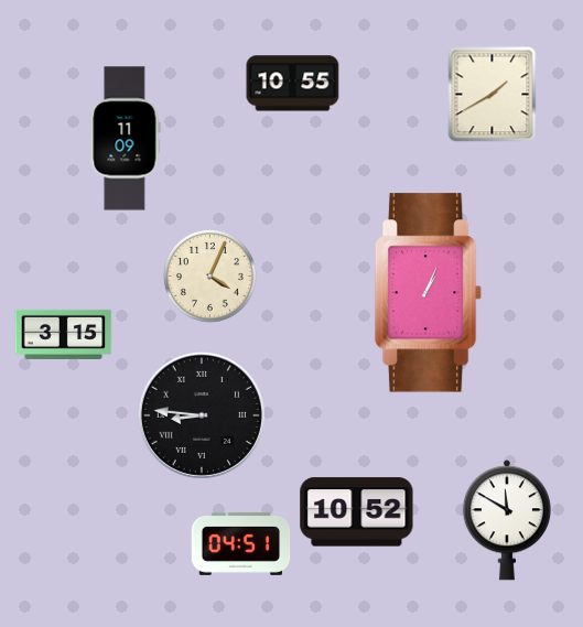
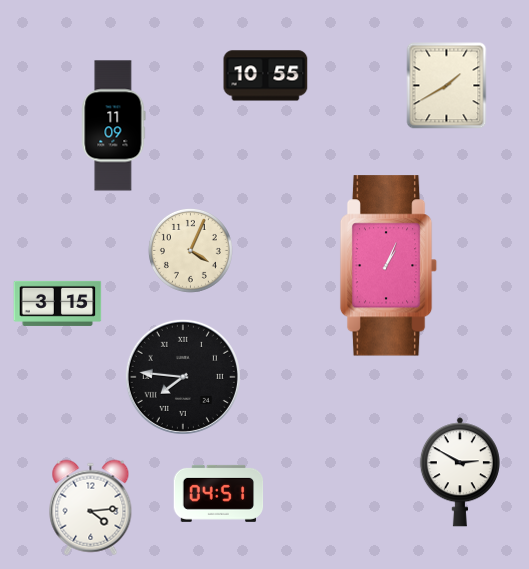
clock at (202, 415): 8:46 -> 7:46
clock at (357, 512): 10:52 -> none
clock at (507, 520): 11:50 -> 2:50
clock at (91, 508): none -> 4:14
